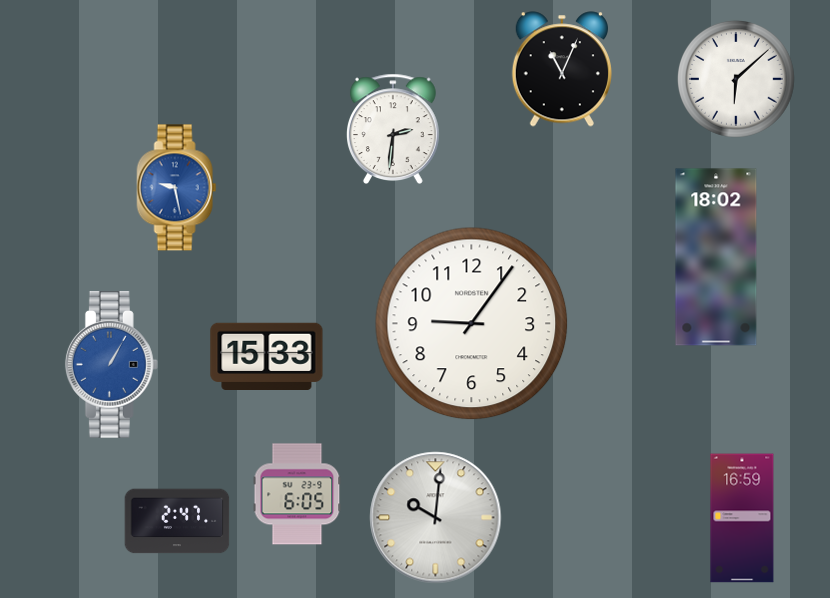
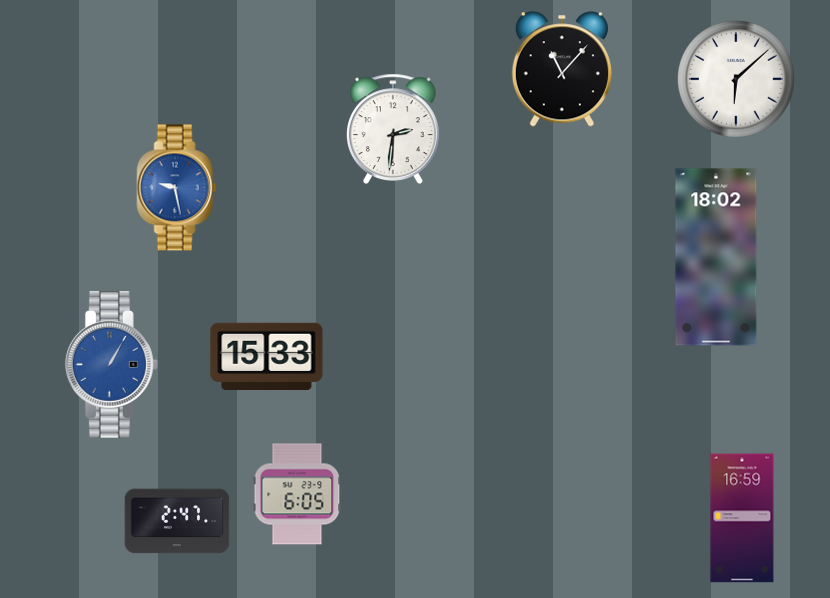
clock at (562, 69): 11:04 -> 11:07
clock at (472, 324): 9:06 -> none
clock at (436, 518): 10:01 -> none
